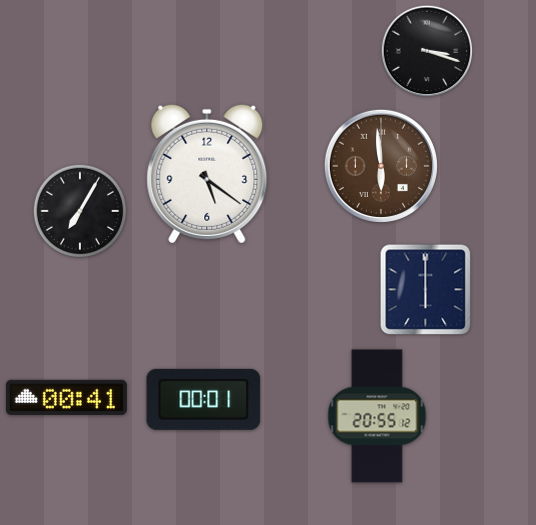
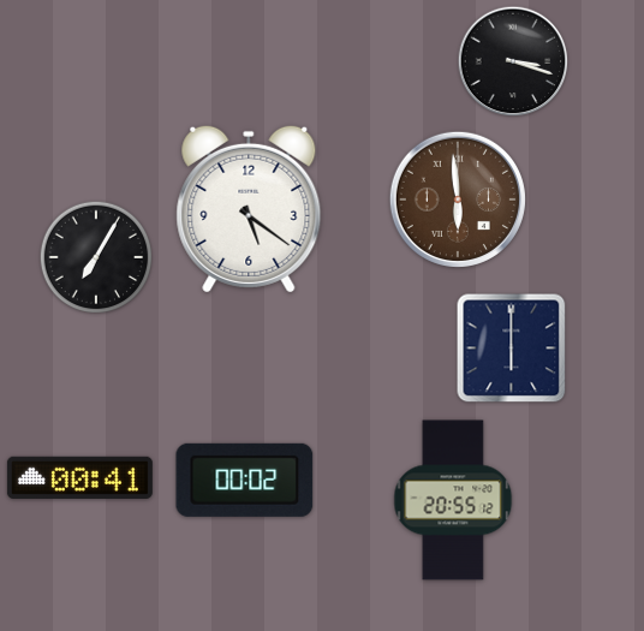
clock at (80, 211) position: (80, 211) -> (96, 257)
clock at (204, 399): 00:01 -> 00:02
